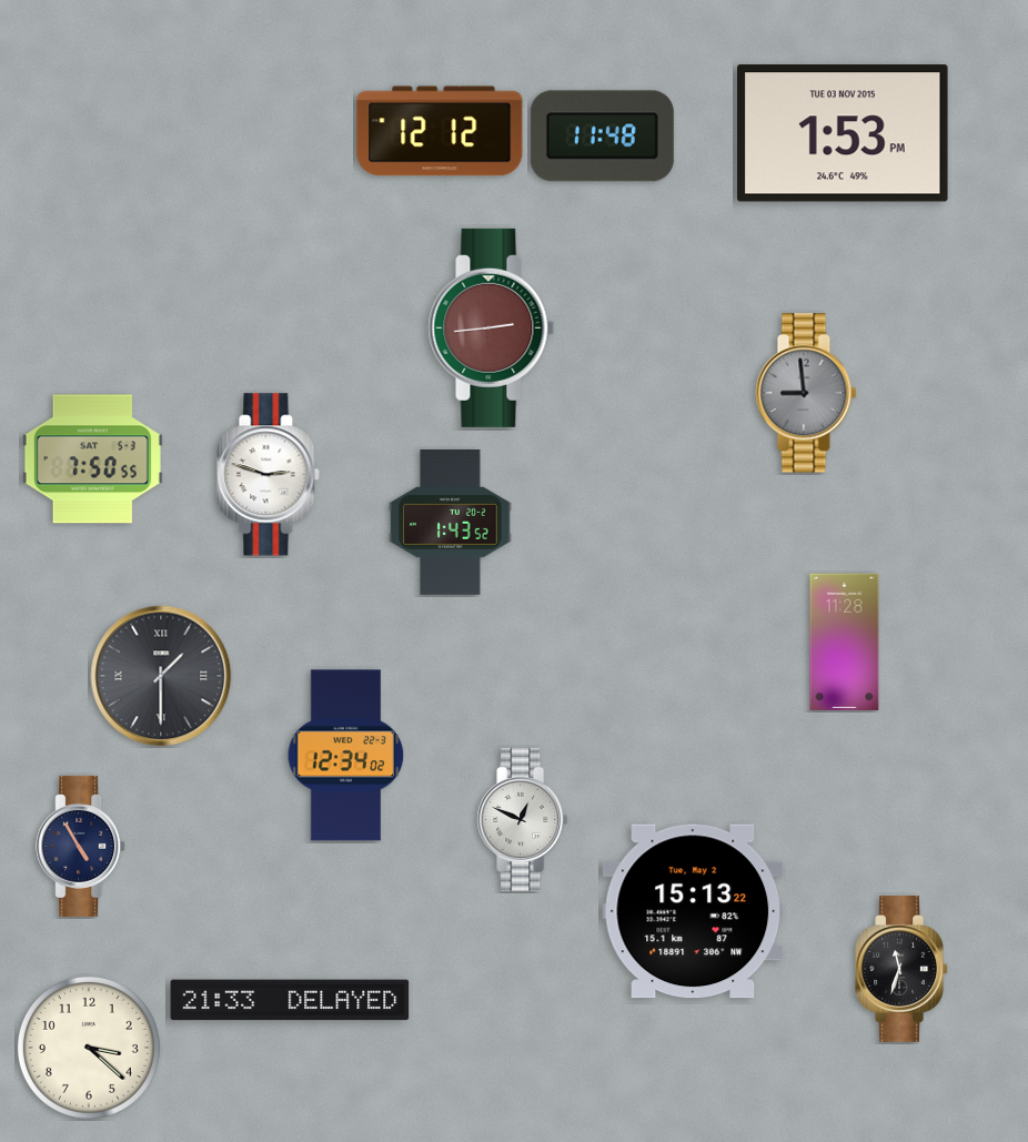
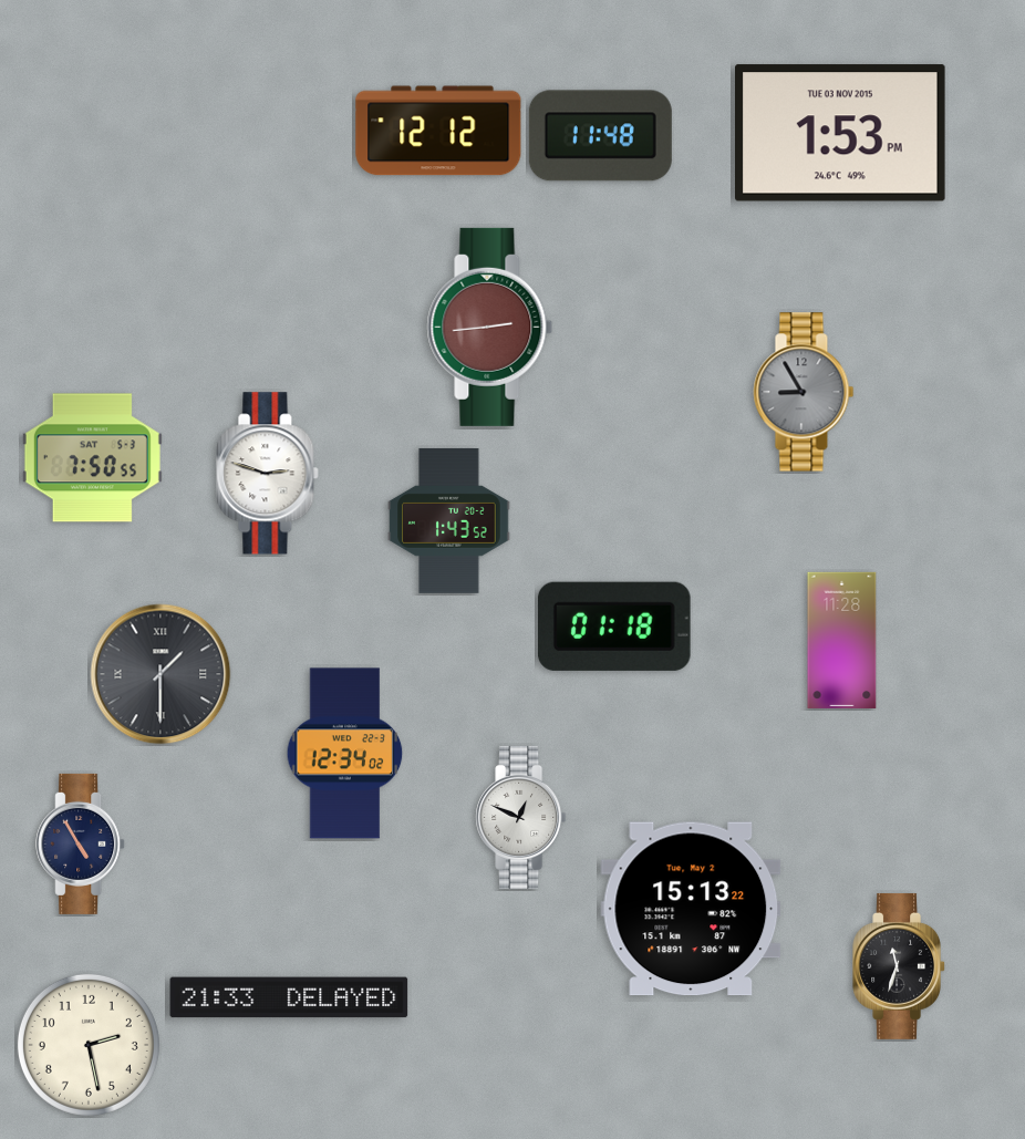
clock at (806, 393): 8:59 -> 8:55
clock at (614, 627): none -> 01:18
clock at (89, 1048): 3:22 -> 2:28
